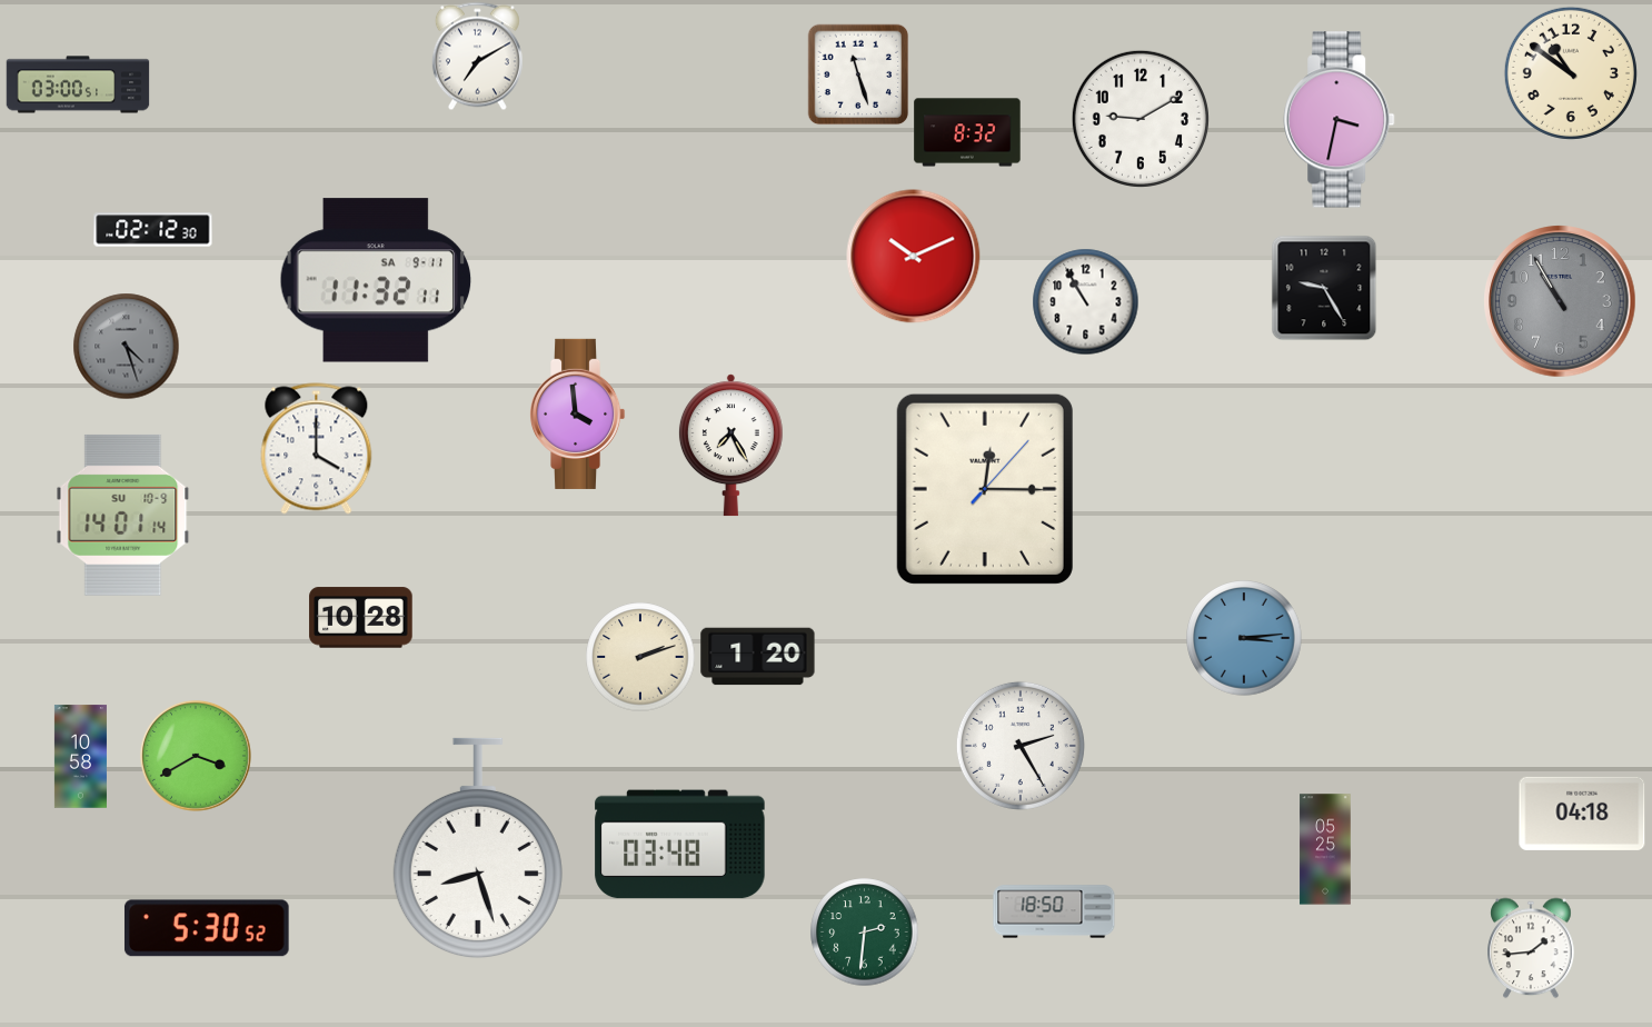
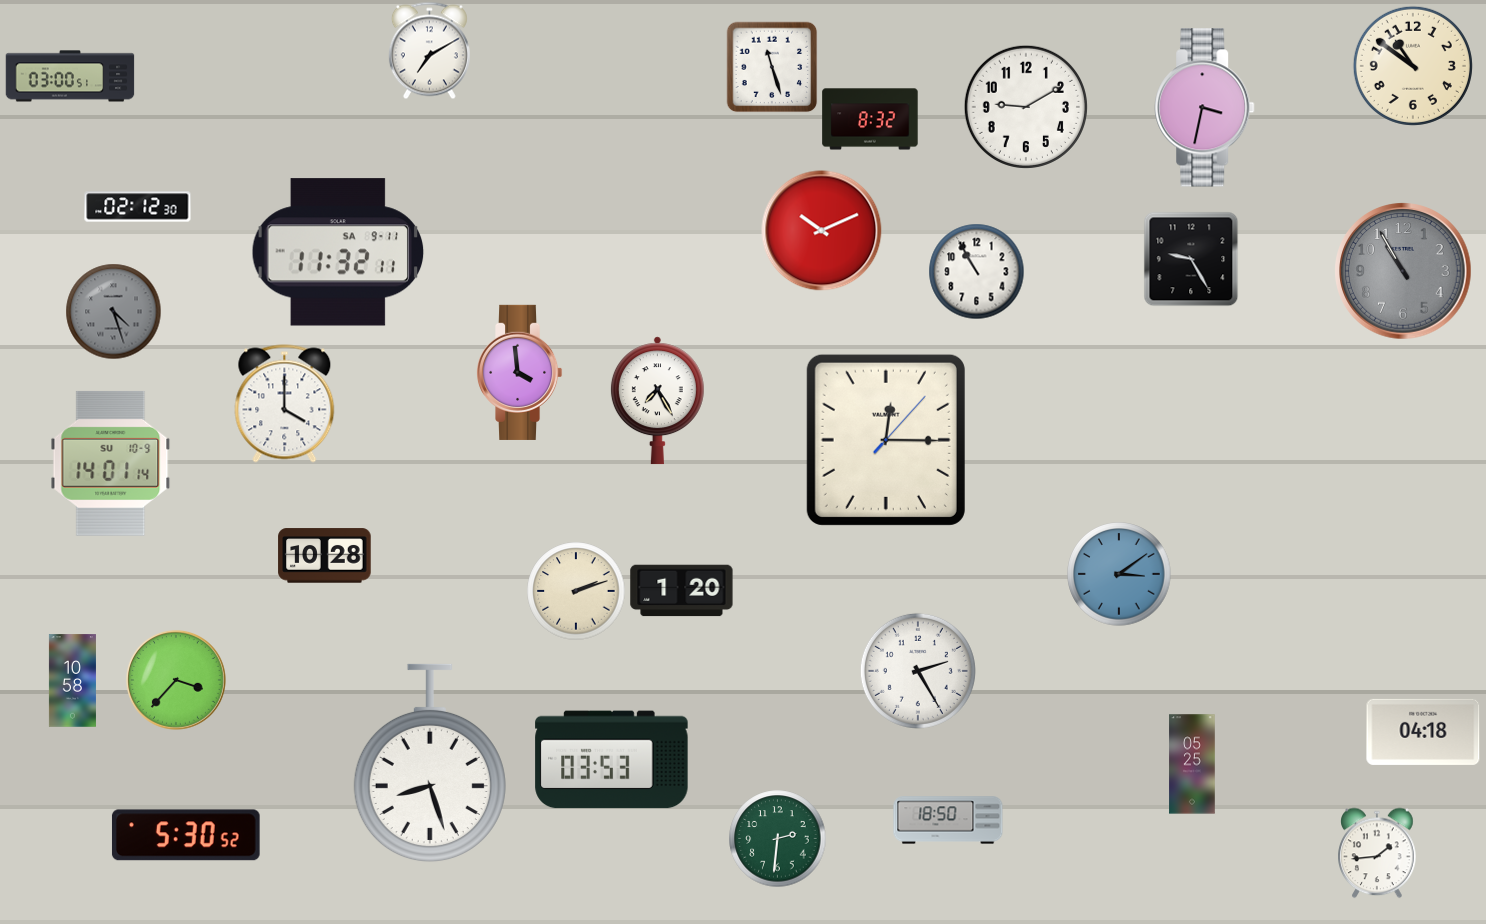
clock at (1244, 638): 3:14 -> 3:09
clock at (196, 756): 3:40 -> 3:37
clock at (680, 845): 03:48 -> 03:53
